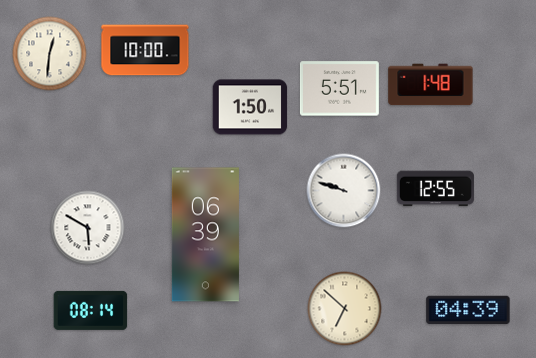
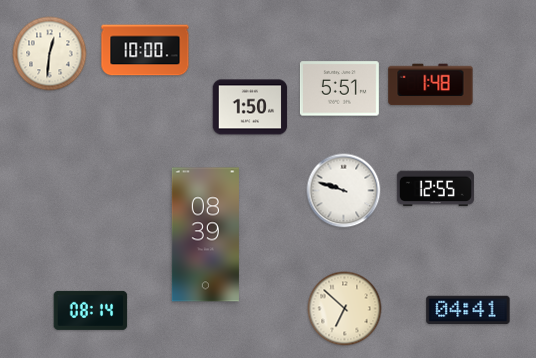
clock at (88, 228): 5:50 -> none
clock at (205, 235): 06:39 -> 08:39
clock at (468, 310): 04:39 -> 04:41
